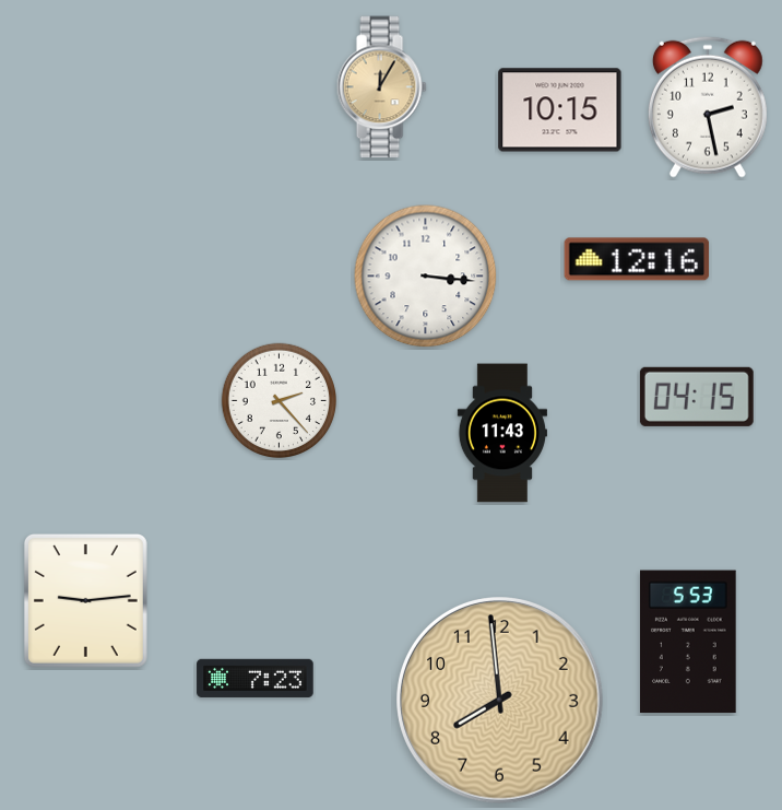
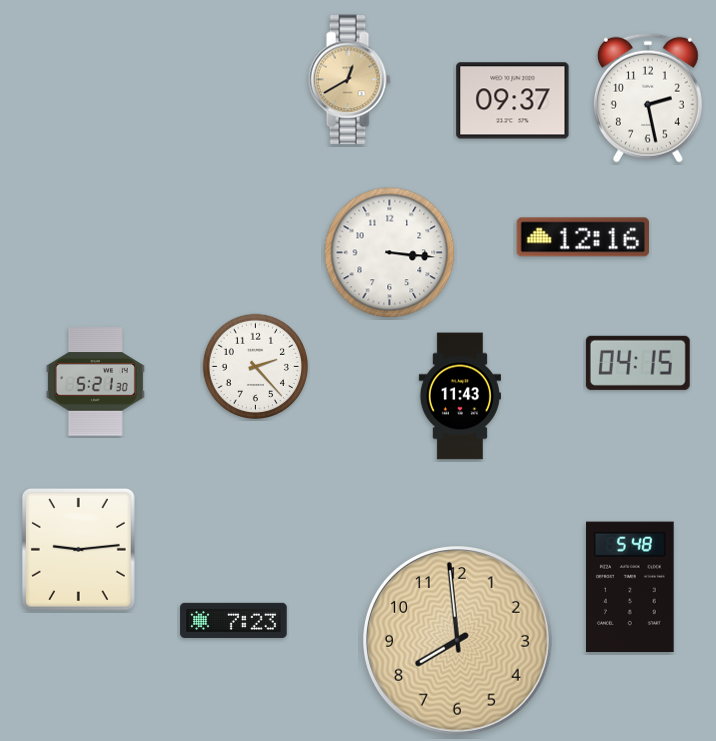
clock at (381, 87): 12:05 -> 12:40
clock at (560, 110): 10:15 -> 09:37
clock at (95, 382): none -> 5:21
clock at (689, 642): 5:53 -> 5:48
